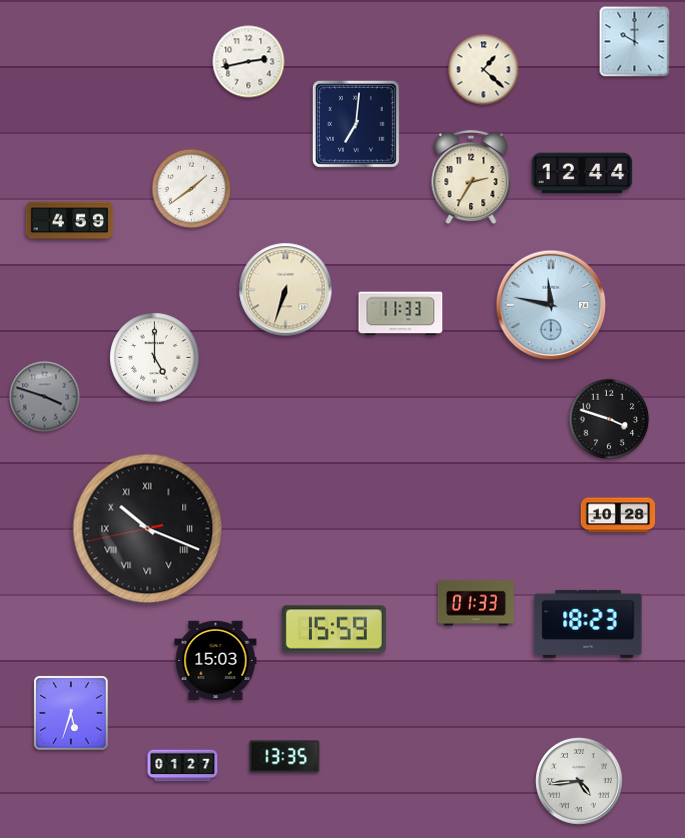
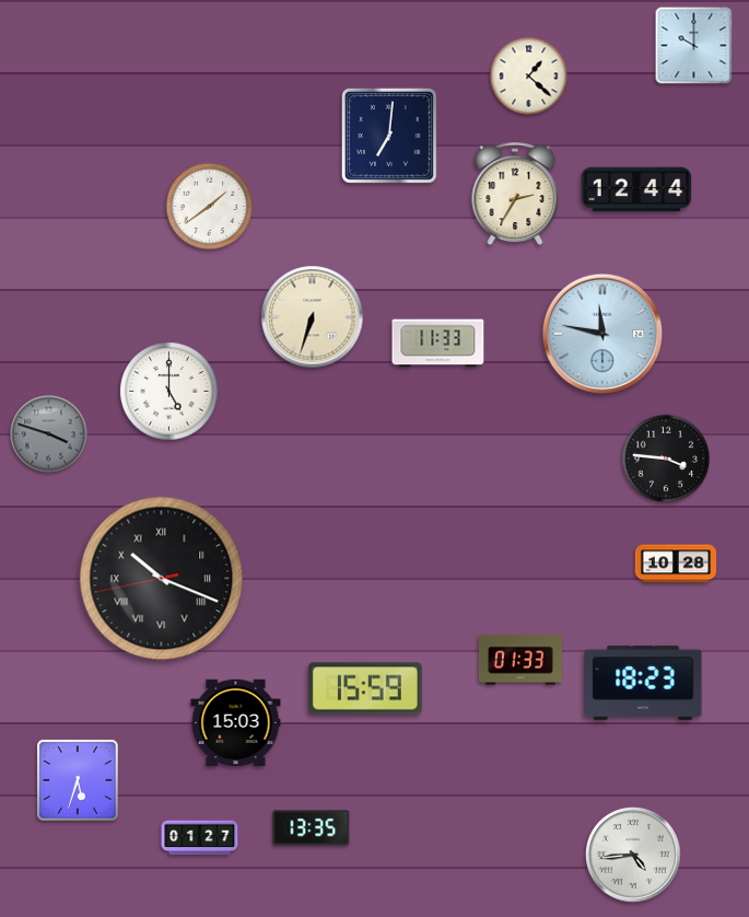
clock at (249, 62): 2:43 -> none
clock at (70, 221): 4:59 -> none
clock at (609, 419): 3:48 -> 3:46
